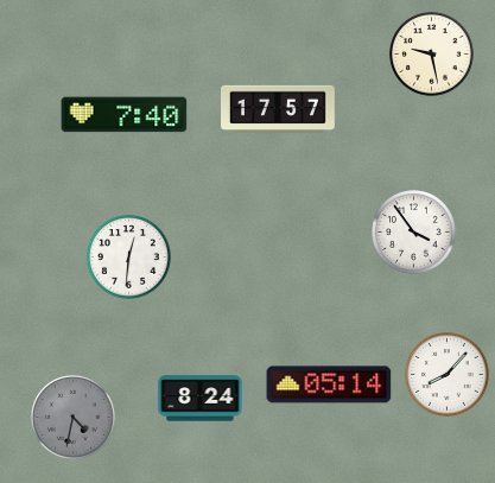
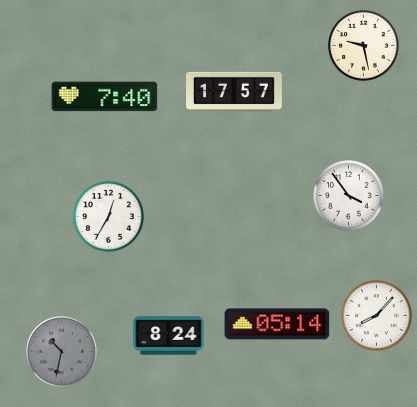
clock at (129, 258): 12:31 -> 12:35
clock at (74, 418): 4:32 -> 10:32
